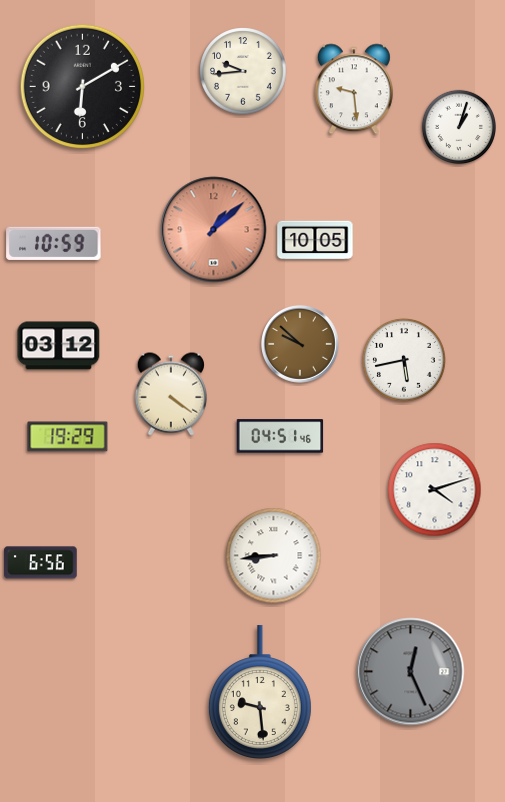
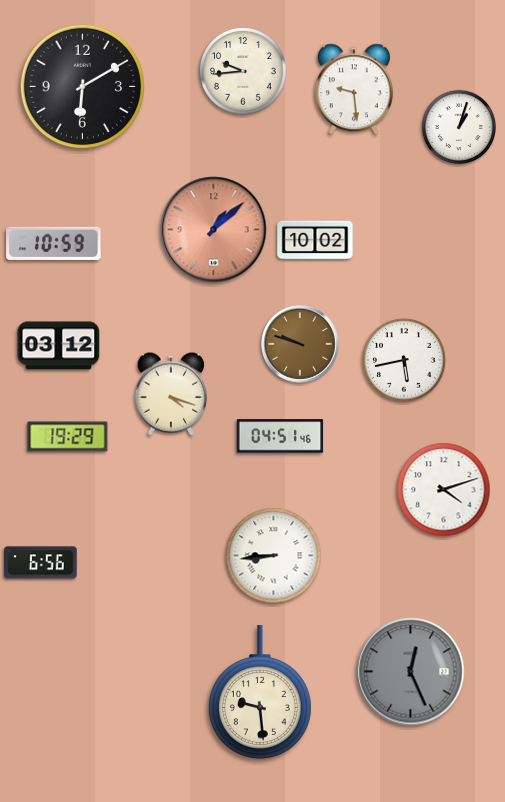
clock at (315, 240): 10:05 -> 10:02
clock at (300, 344): 9:52 -> 9:48
clock at (170, 394): 4:21 -> 4:18
clock at (435, 490) position: (435, 490) -> (444, 490)
